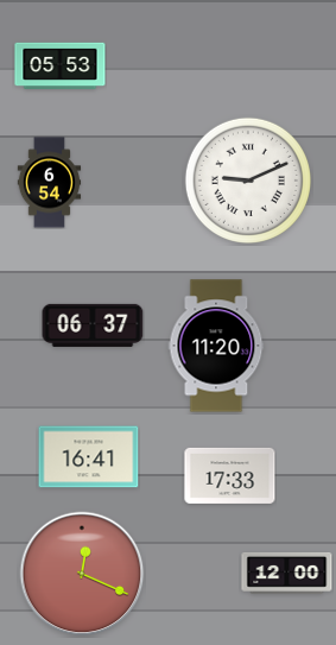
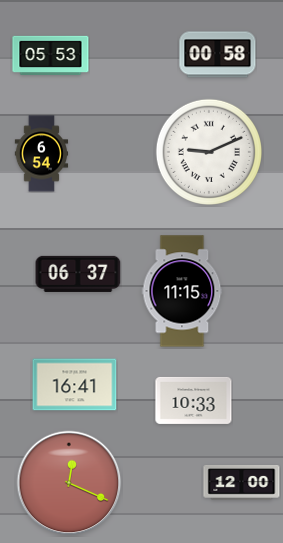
clock at (218, 55): none -> 00:58
clock at (216, 346): 11:20 -> 11:15
clock at (230, 475): 17:33 -> 10:33
